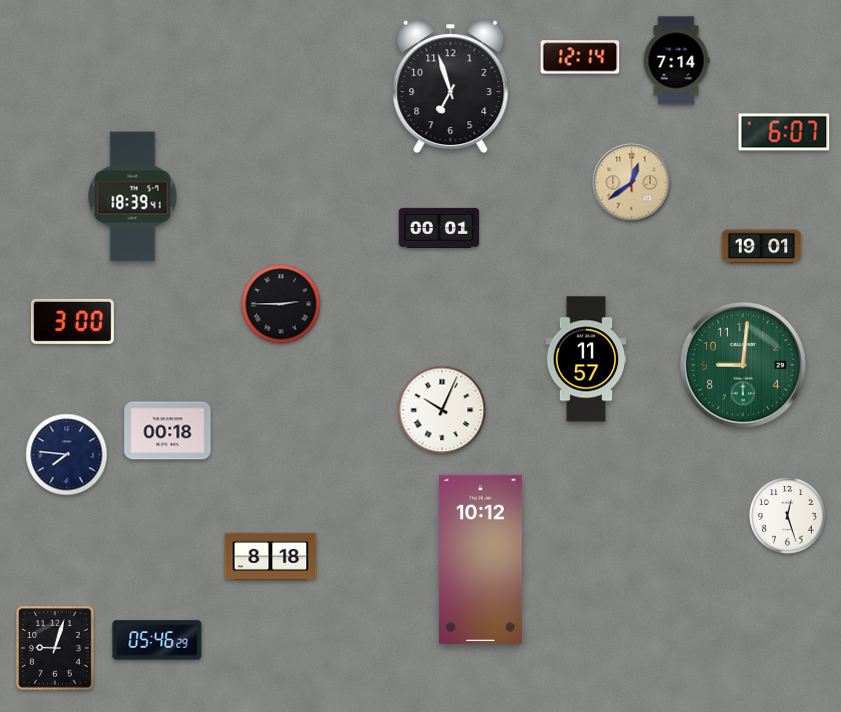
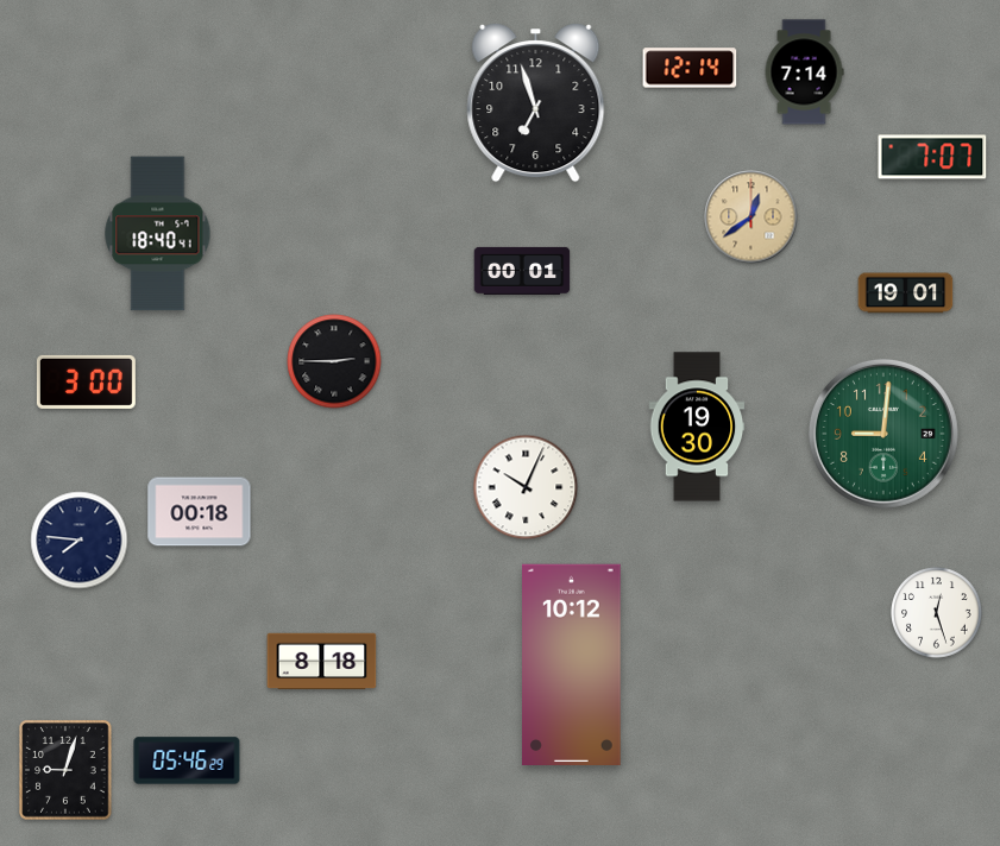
clock at (784, 132): 6:07 -> 7:07
clock at (133, 197): 18:39 -> 18:40
clock at (586, 359): 11:57 -> 19:30
